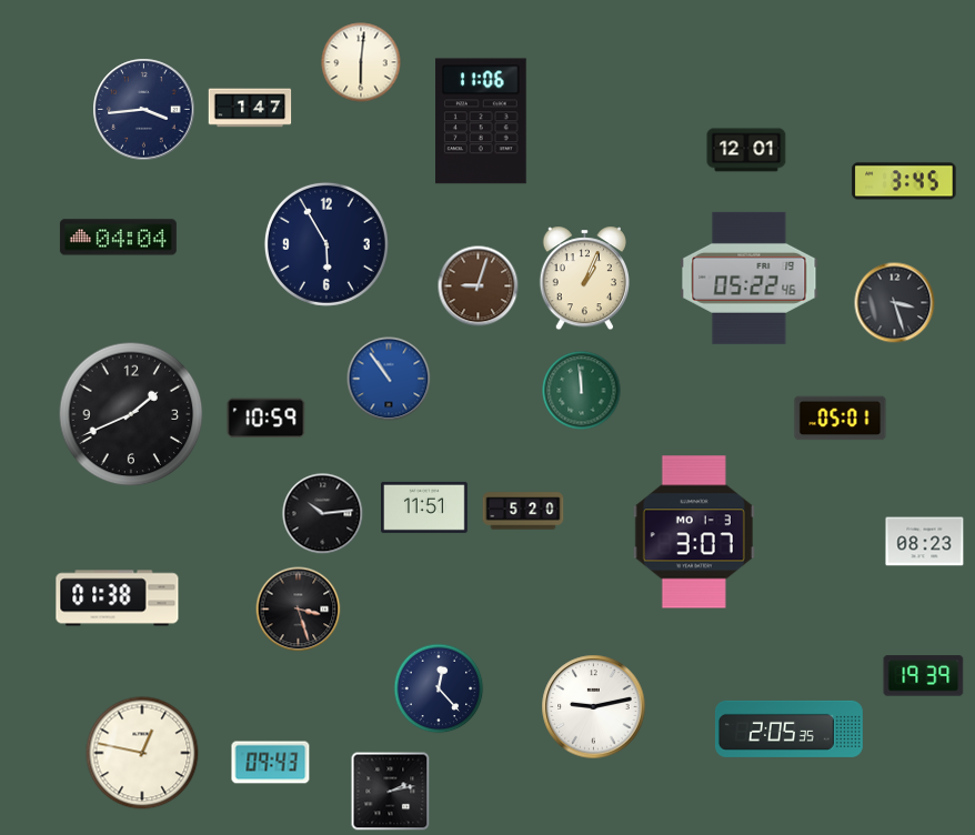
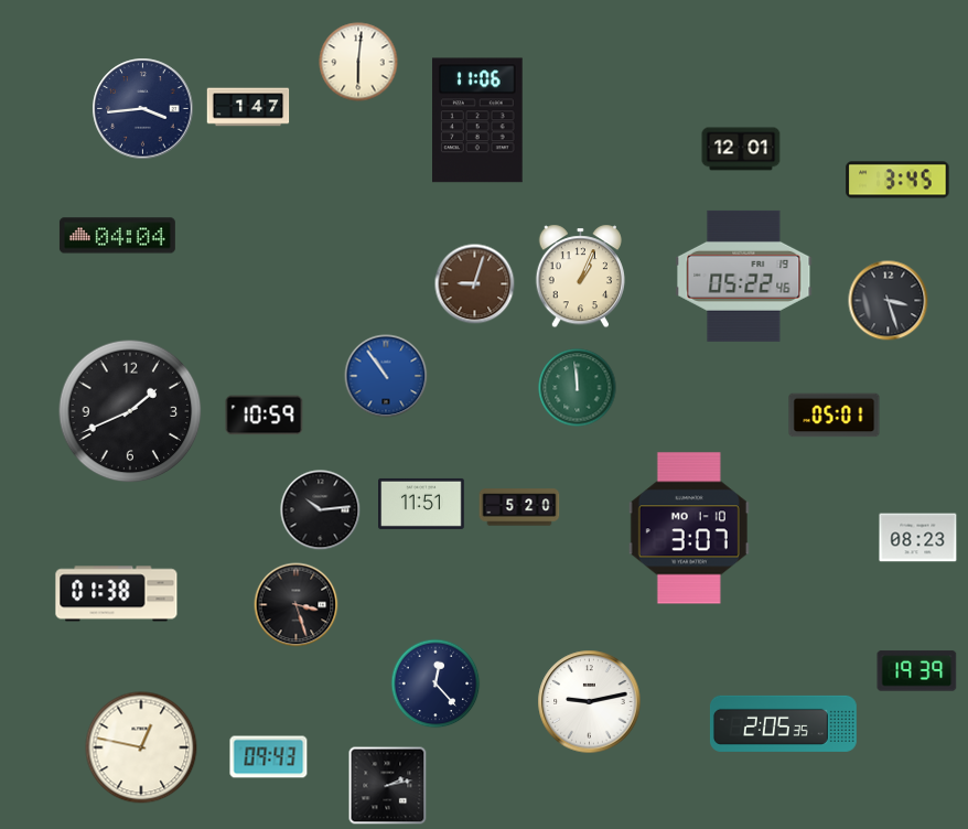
clock at (326, 244): 5:55 -> none
clock at (694, 532) date: MO 1-3 -> MO 1-10
